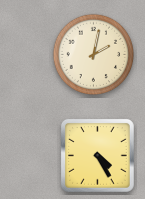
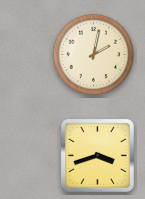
clock at (97, 155): 4:25 -> 3:42
